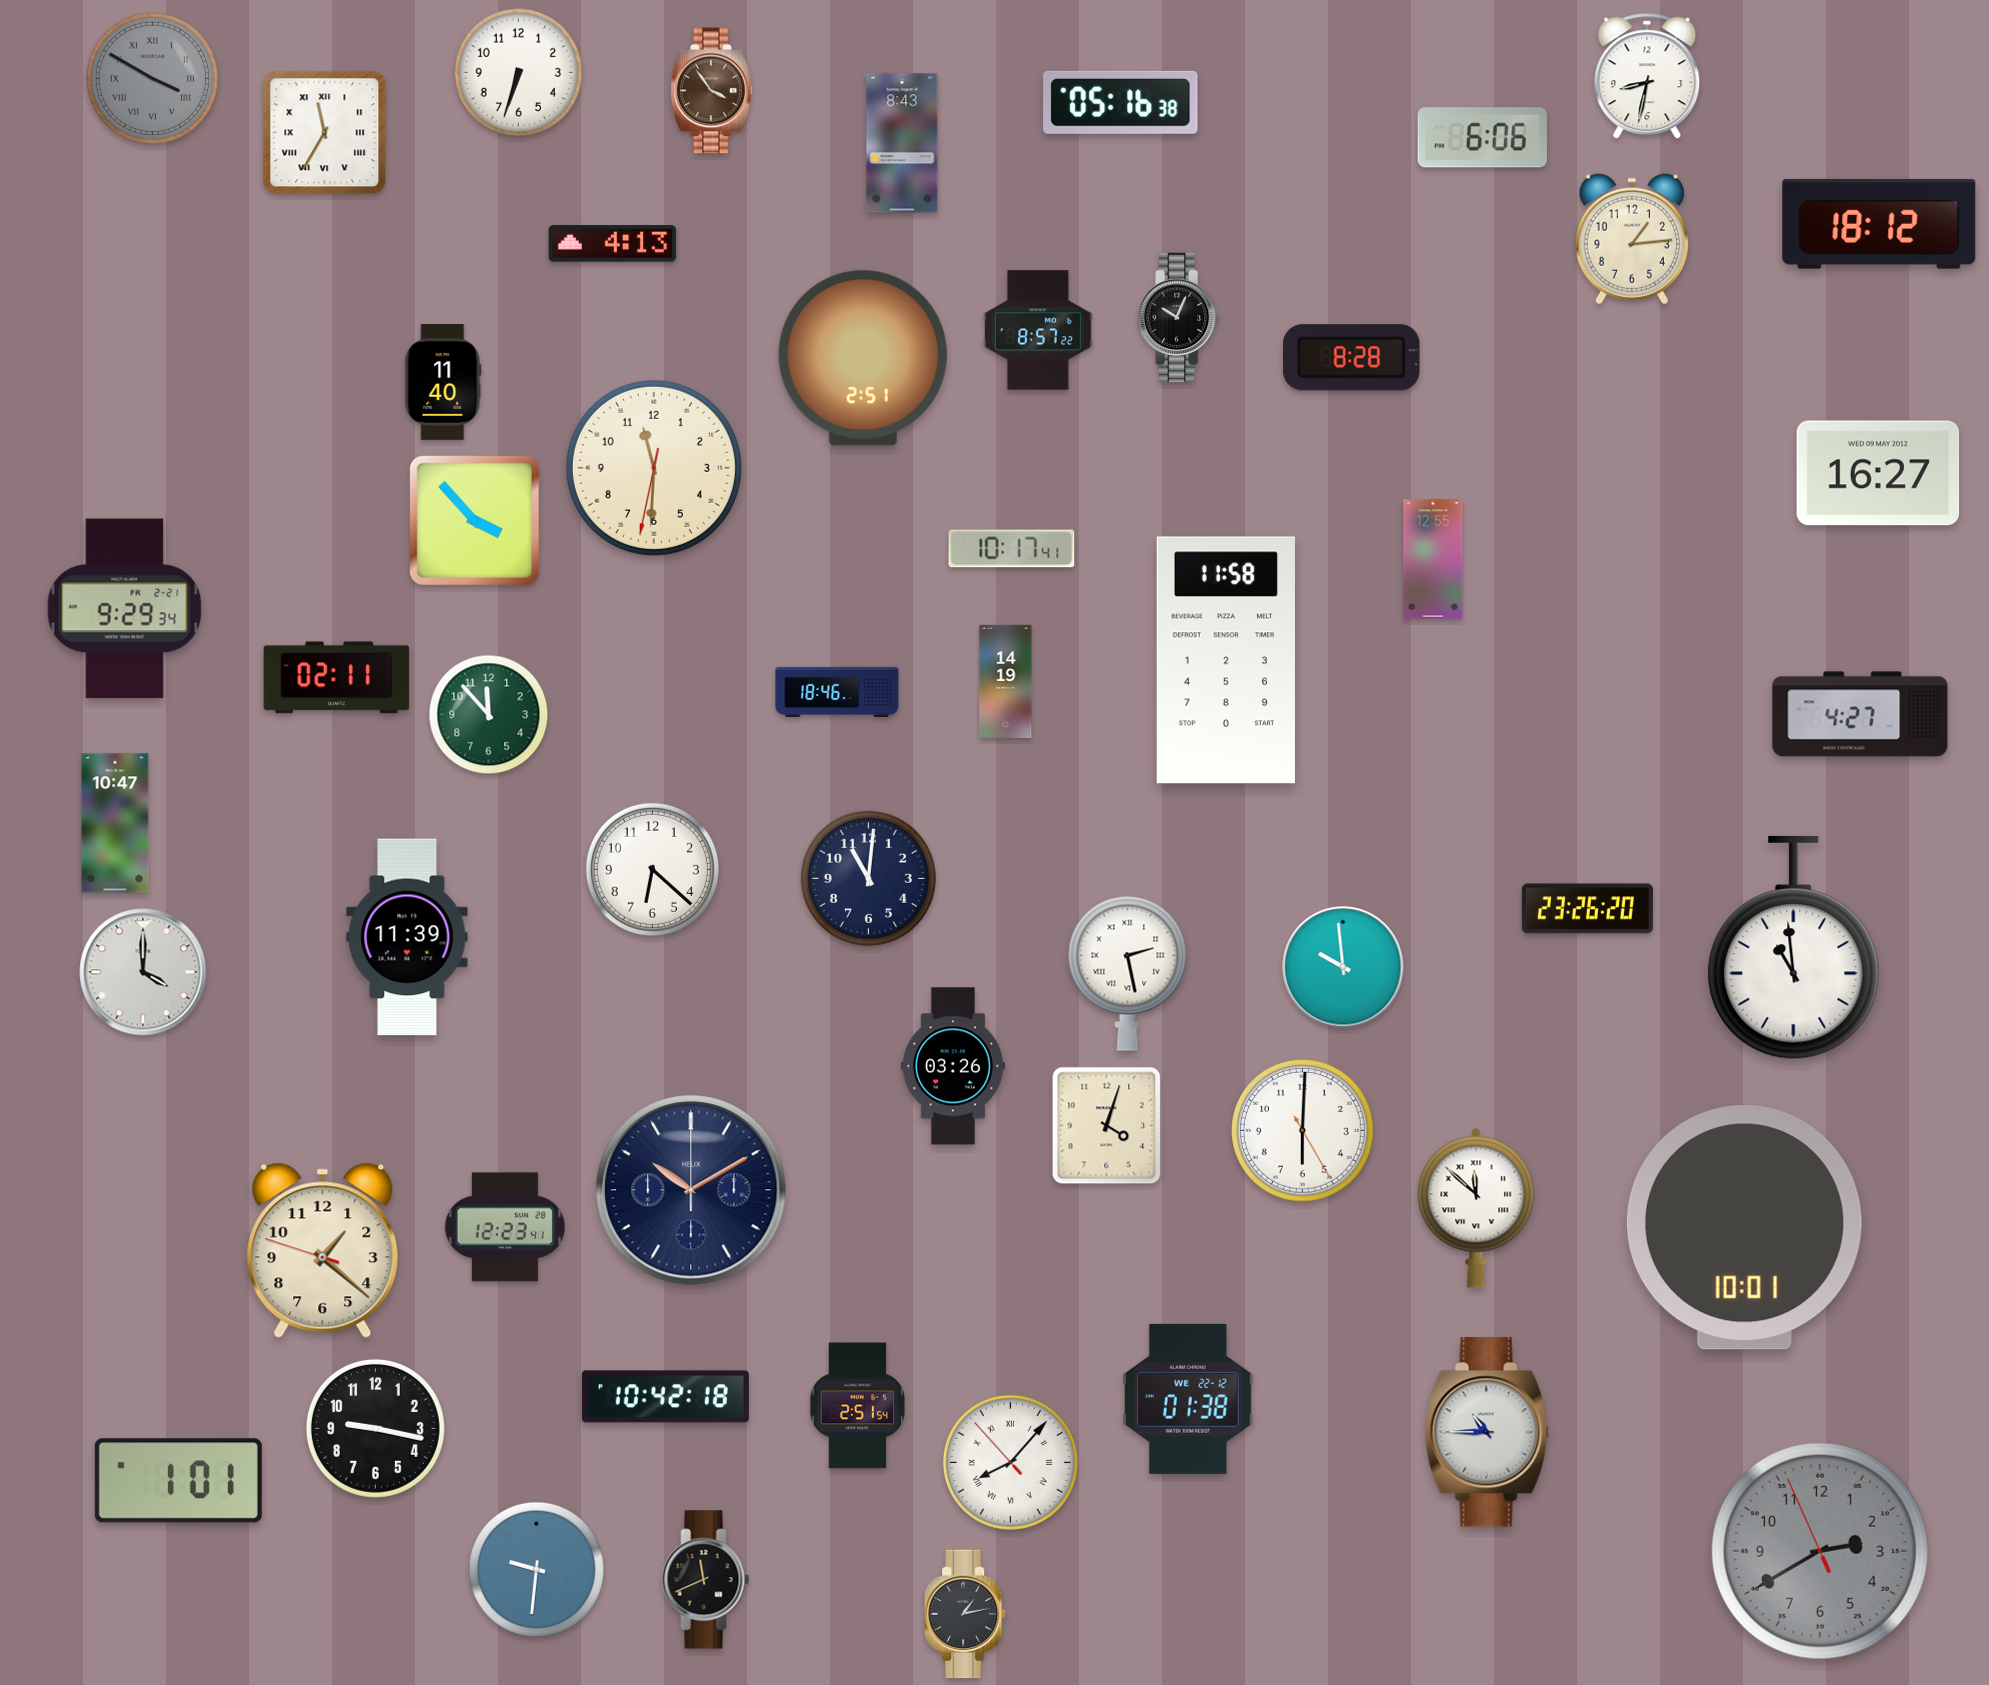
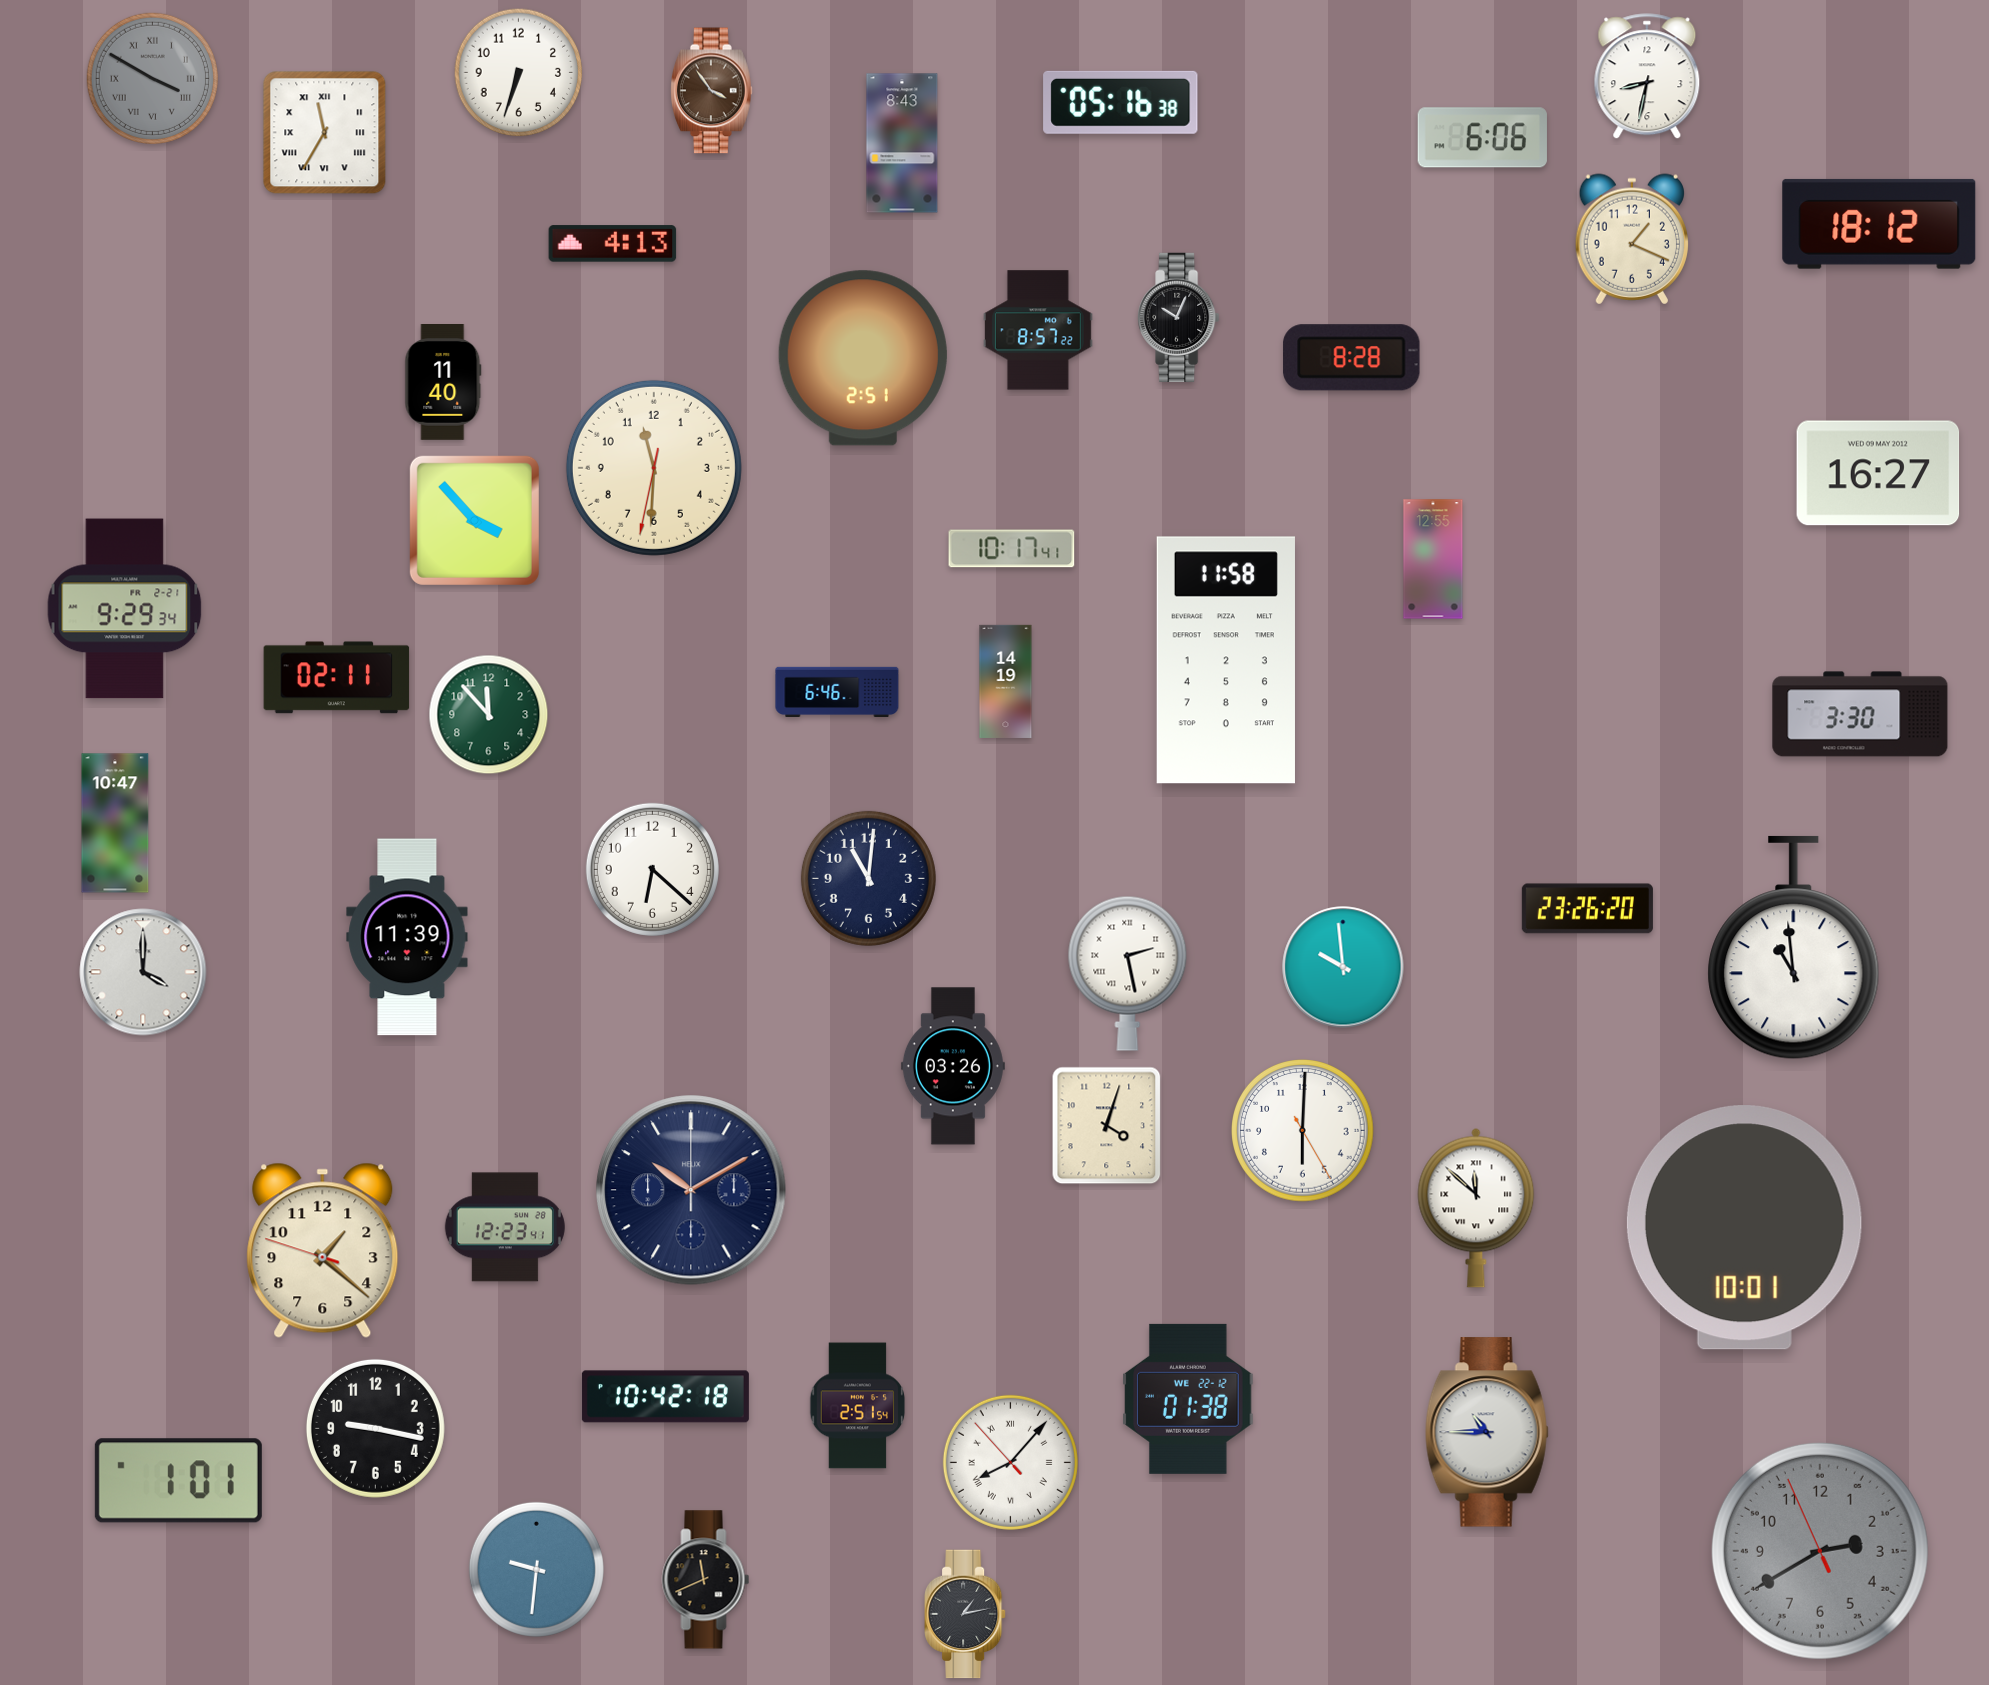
clock at (1631, 239): 1:14 -> 1:19
clock at (837, 691): 18:46 -> 6:46
clock at (1860, 714): 4:27 -> 3:30
